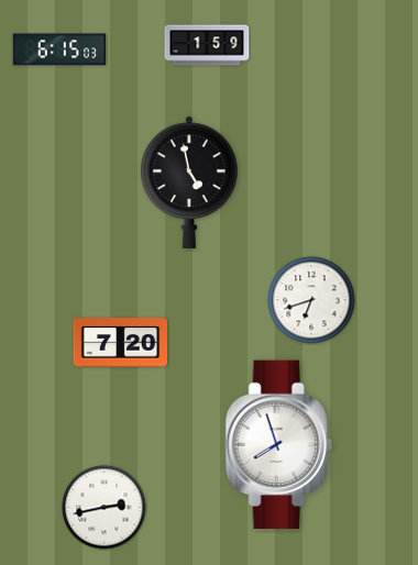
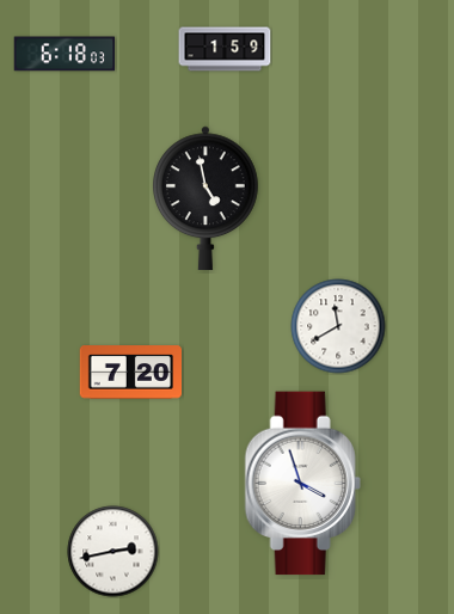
clock at (59, 49): 6:15 -> 6:18
clock at (311, 300): 6:42 -> 11:40
clock at (278, 445): 7:57 -> 3:57
